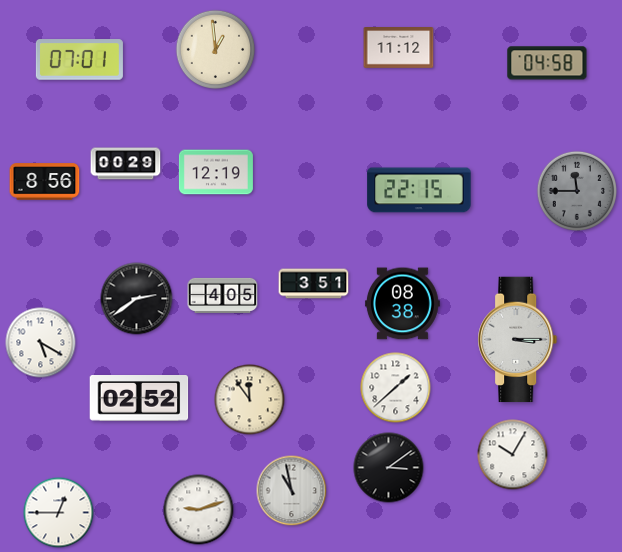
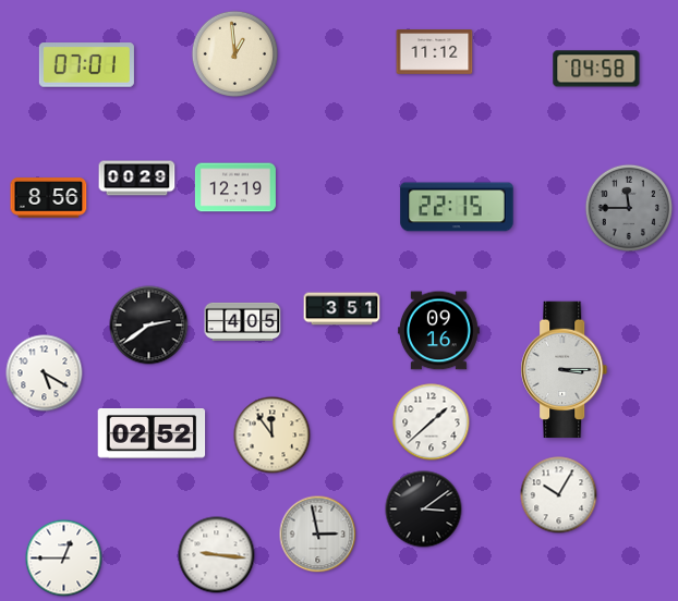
clock at (402, 304): 08:38 -> 09:16
clock at (292, 491): 10:58 -> 2:58
clock at (199, 510): 9:12 -> 9:16
